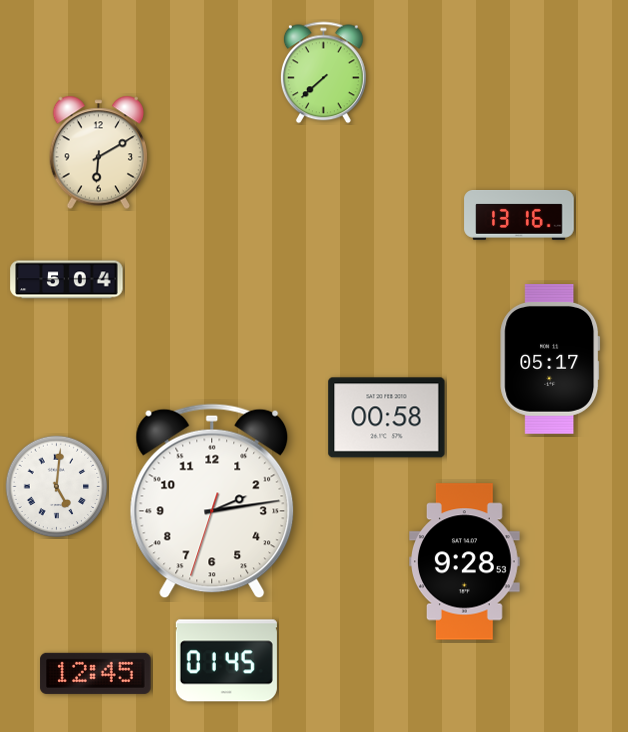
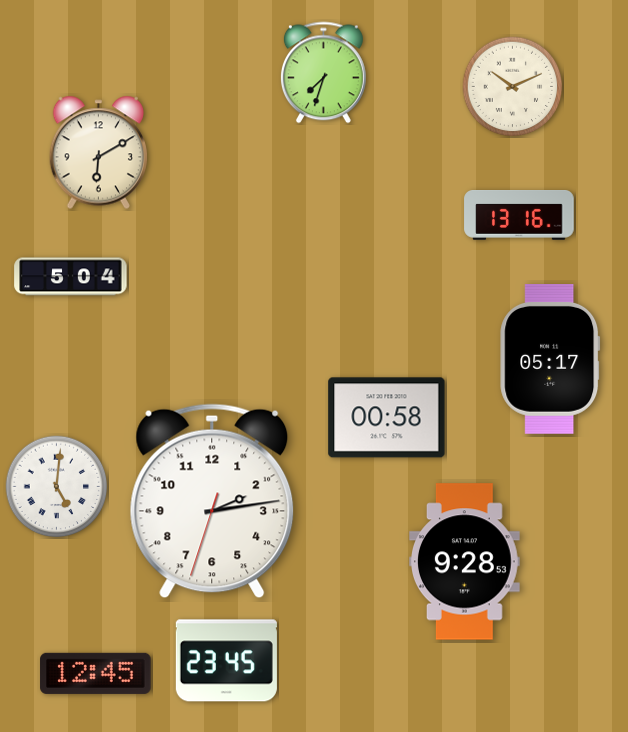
clock at (323, 73): 7:38 -> 7:33
clock at (513, 87): none -> 10:11
clock at (67, 280) position: (67, 280) -> (71, 277)
clock at (226, 661): 01:45 -> 23:45
